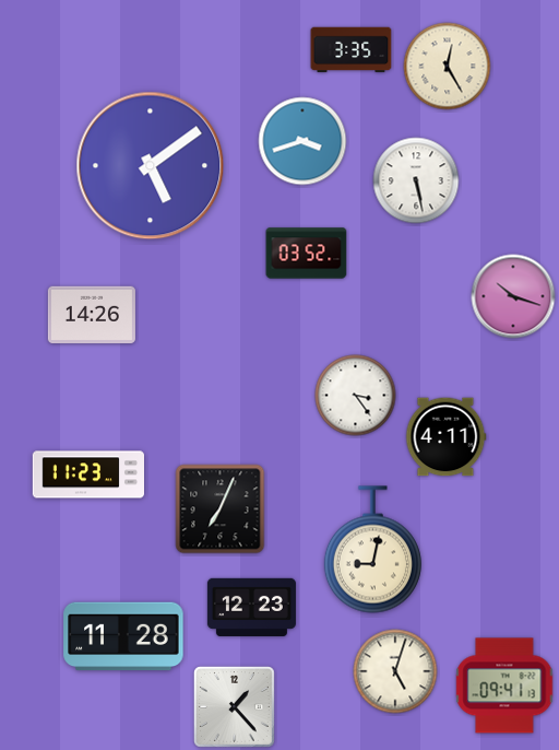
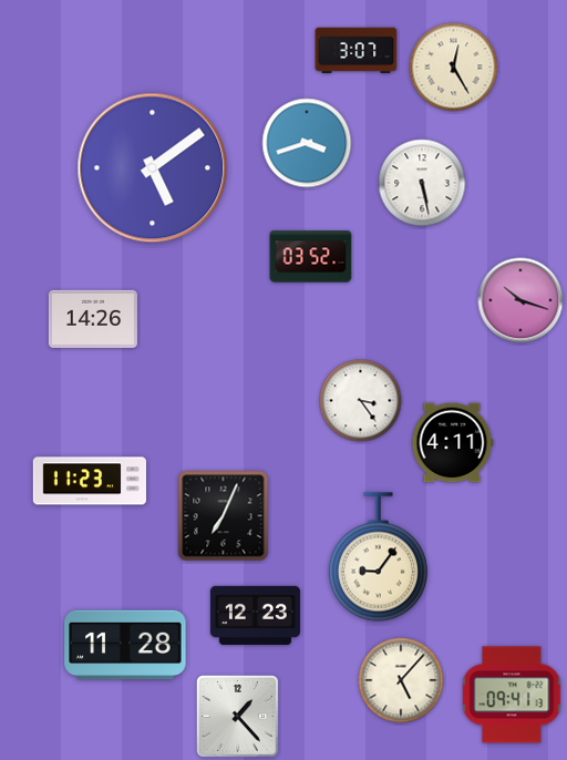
clock at (352, 50): 3:35 -> 3:07
clock at (372, 550): 9:02 -> 9:06
clock at (395, 671): 5:03 -> 5:07
